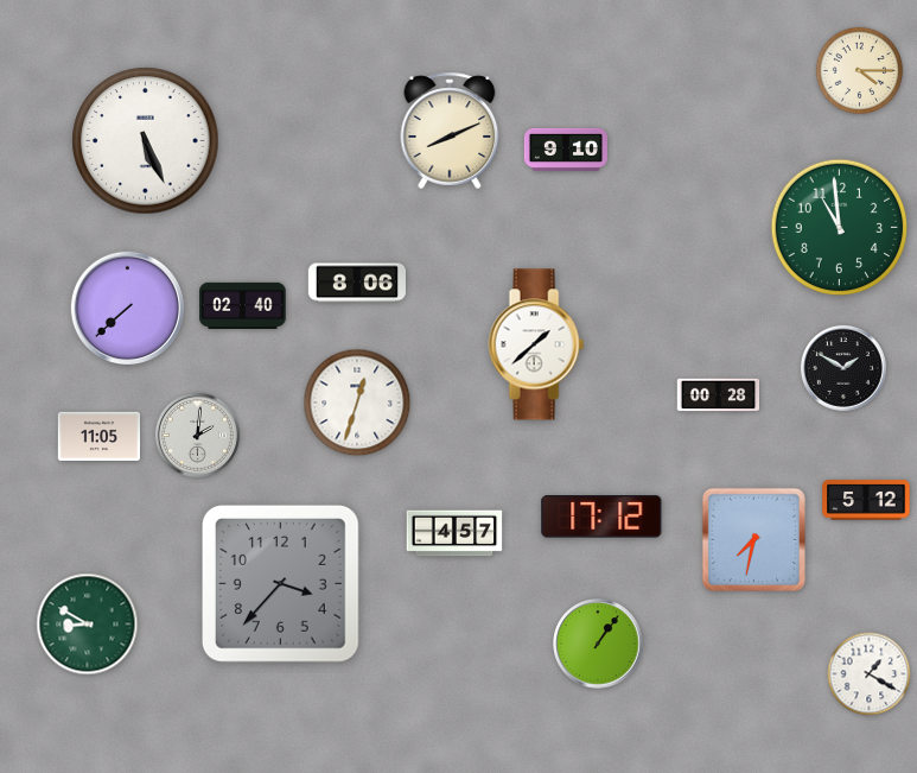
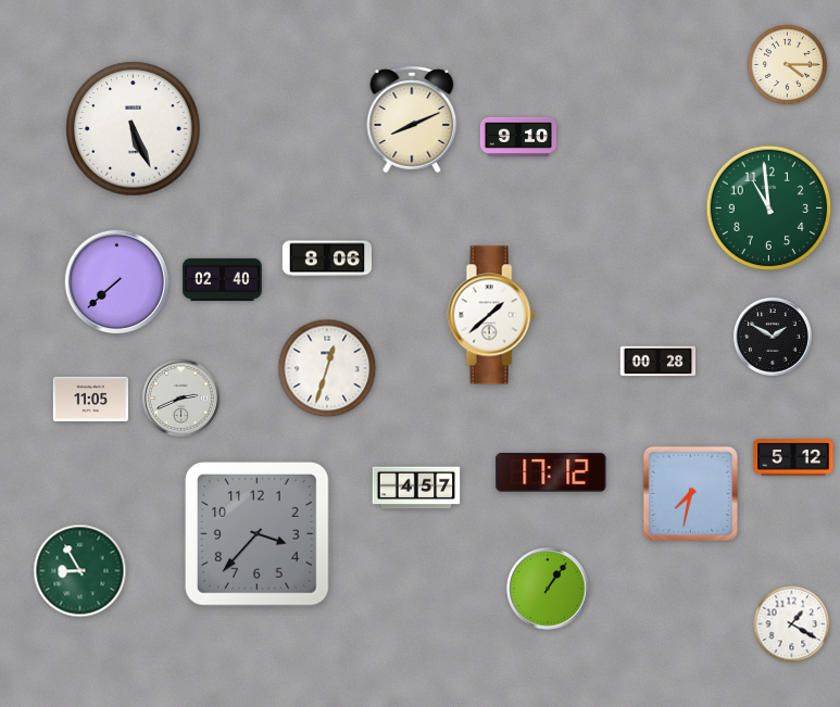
clock at (197, 435): 2:01 -> 2:41
clock at (88, 625): 8:50 -> 8:55
clock at (870, 674) position: (870, 674) -> (792, 624)
